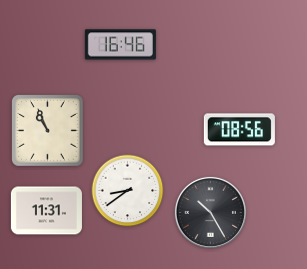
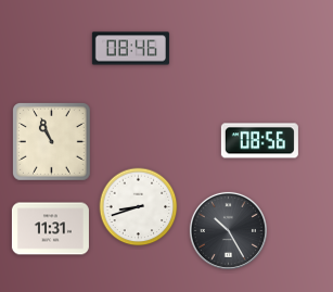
clock at (120, 45): 16:46 -> 08:46
clock at (128, 191): 8:39 -> 8:42
